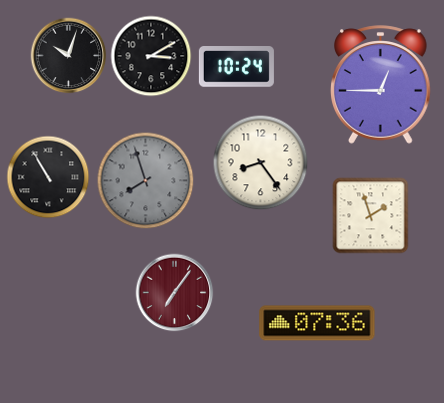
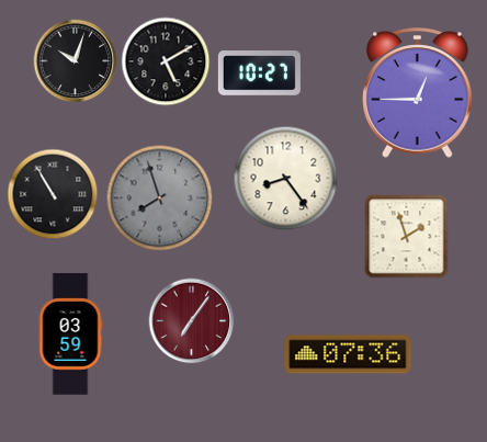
clock at (151, 56): 3:10 -> 5:10
clock at (236, 67): 10:24 -> 10:27
clock at (70, 335): none -> 03:59
